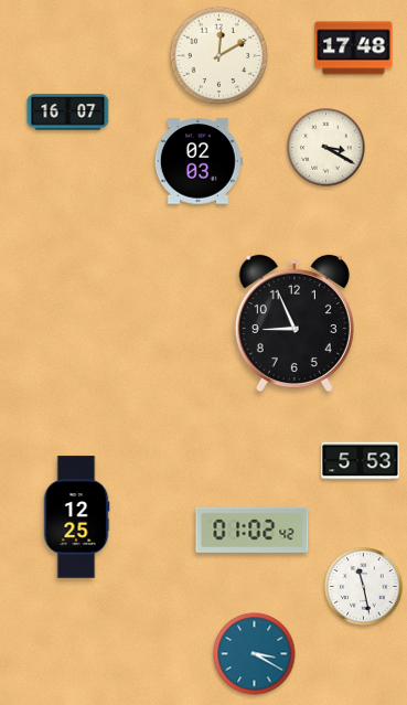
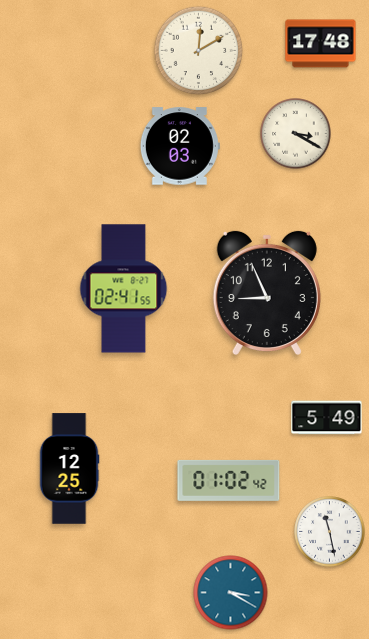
clock at (68, 113): 16:07 -> none
clock at (124, 289): none -> 02:41
clock at (361, 461): 5:53 -> 5:49
